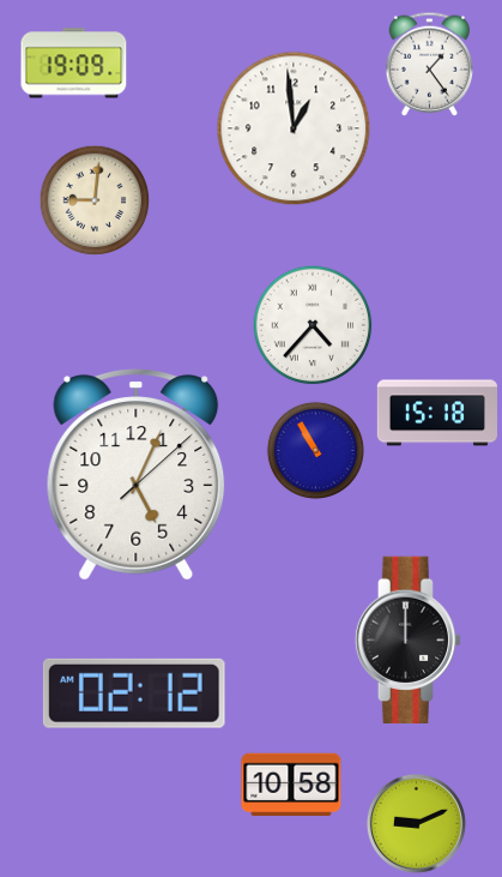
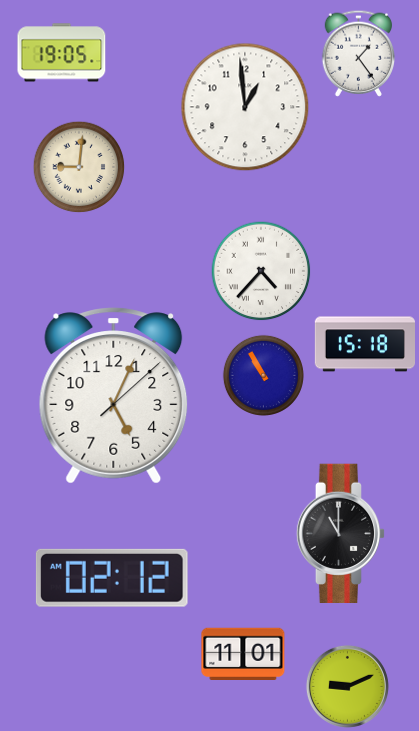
clock at (74, 64): 19:09 -> 19:05
clock at (409, 639): 12:00 -> 11:00
clock at (291, 783): 10:58 -> 11:01
